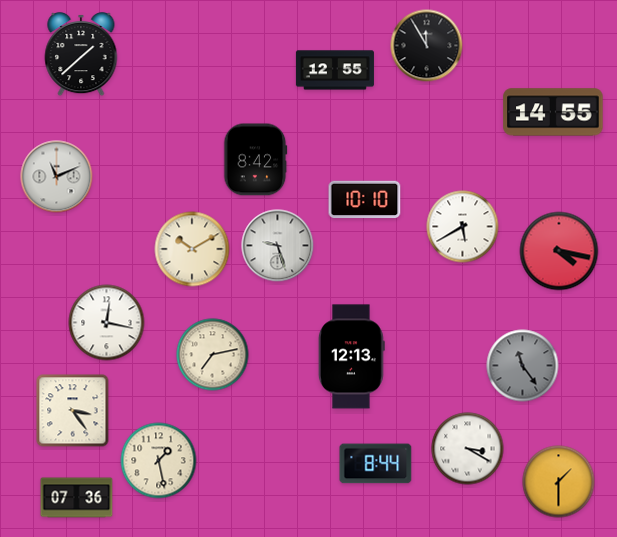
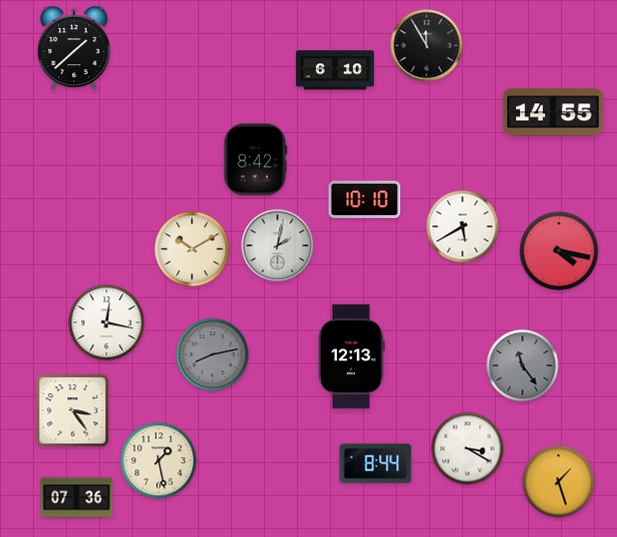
clock at (81, 55) position: (81, 55) -> (74, 49)
clock at (335, 70): 12:55 -> 6:10
clock at (57, 177): 11:11 -> none
clock at (278, 246): 9:27 -> 2:02
clock at (213, 355): 7:13 -> 8:13
clock at (213, 355) dial: cream -> grey
clock at (559, 482): 1:30 -> 1:27
